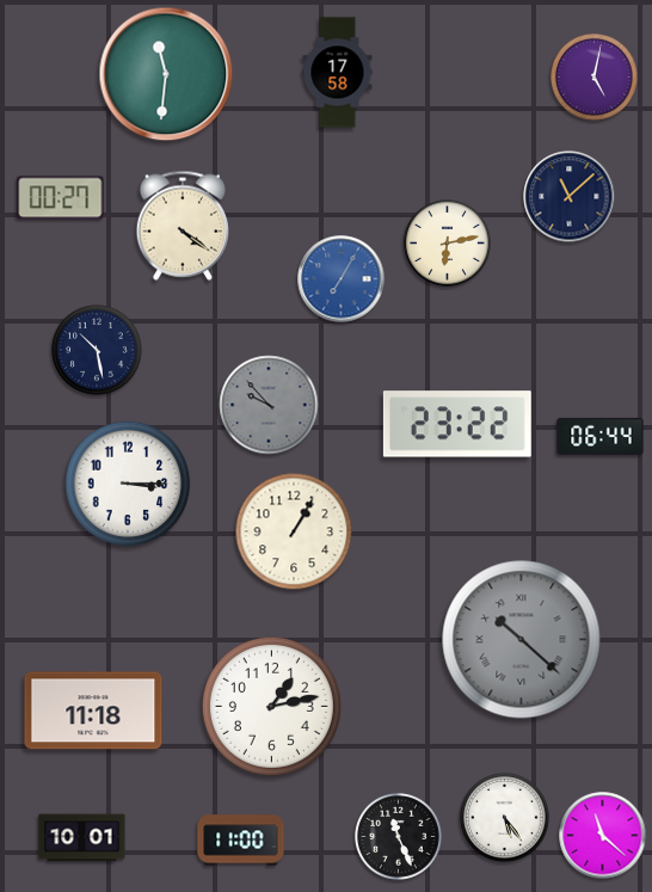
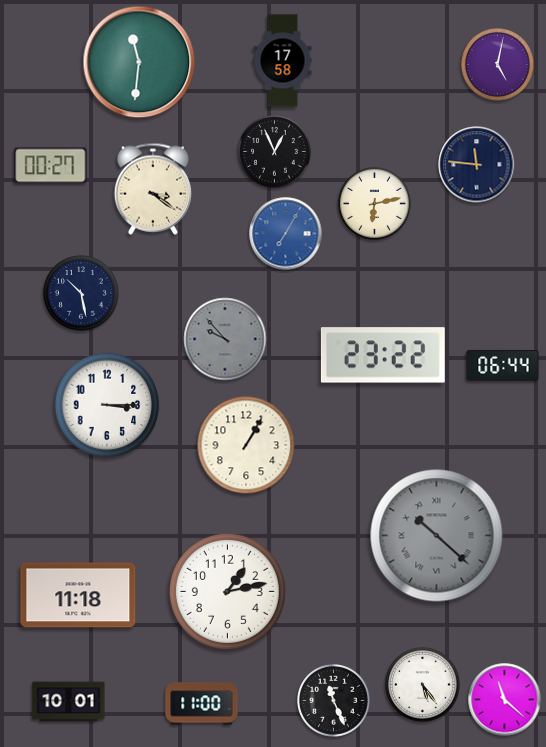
clock at (275, 152): none -> 12:56
clock at (570, 197): 11:08 -> 11:46
clock at (182, 226): 4:21 -> 3:21
